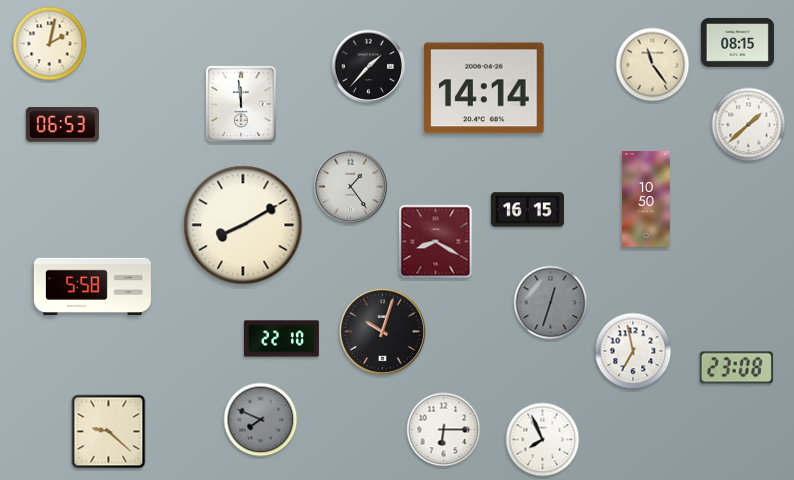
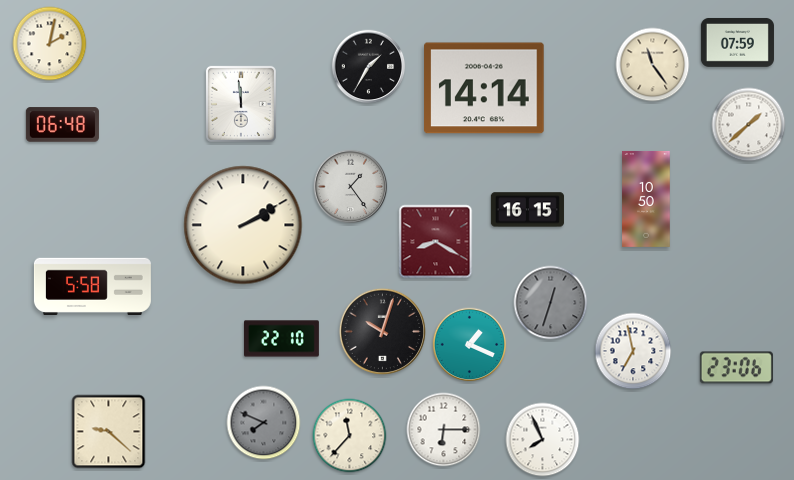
clock at (737, 43): 08:15 -> 07:59
clock at (369, 67): 1:37 -> 1:35
clock at (62, 125): 06:53 -> 06:48
clock at (243, 225): 8:10 -> 2:10
clock at (470, 345): none -> 1:19
clock at (736, 368): 23:08 -> 23:06
clock at (261, 420) position: (261, 420) -> (264, 423)
clock at (350, 436): none -> 11:37
